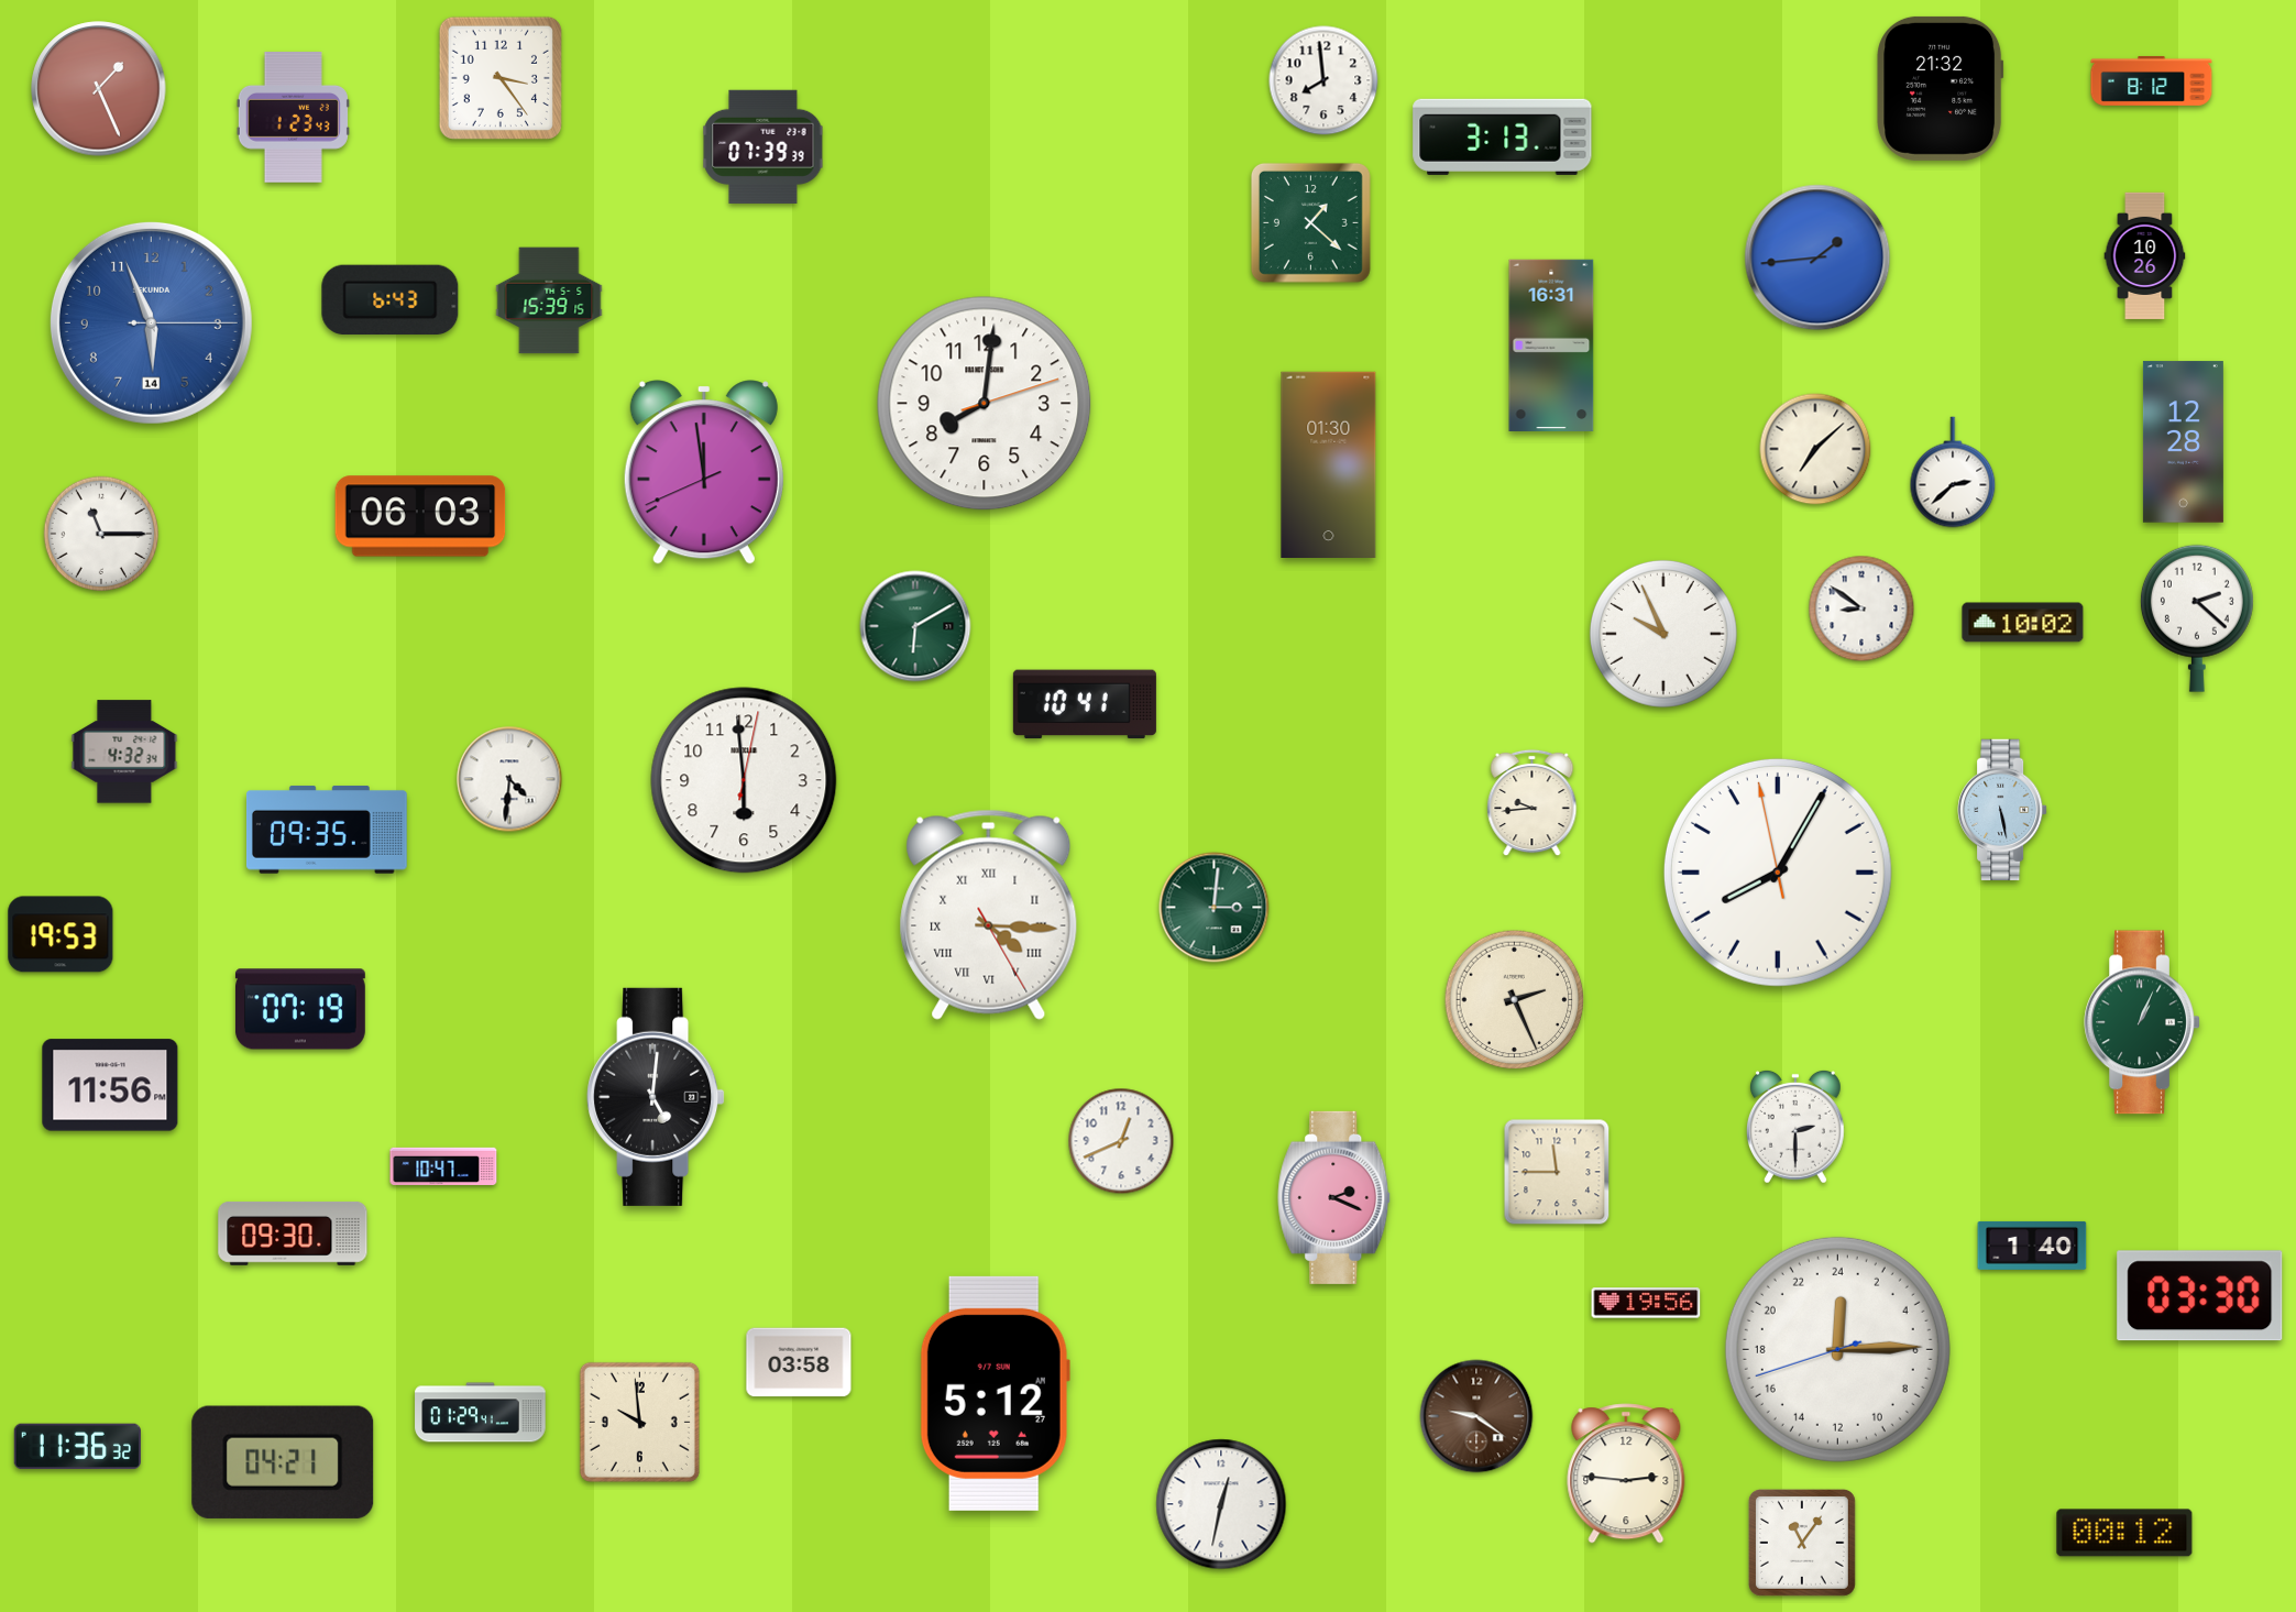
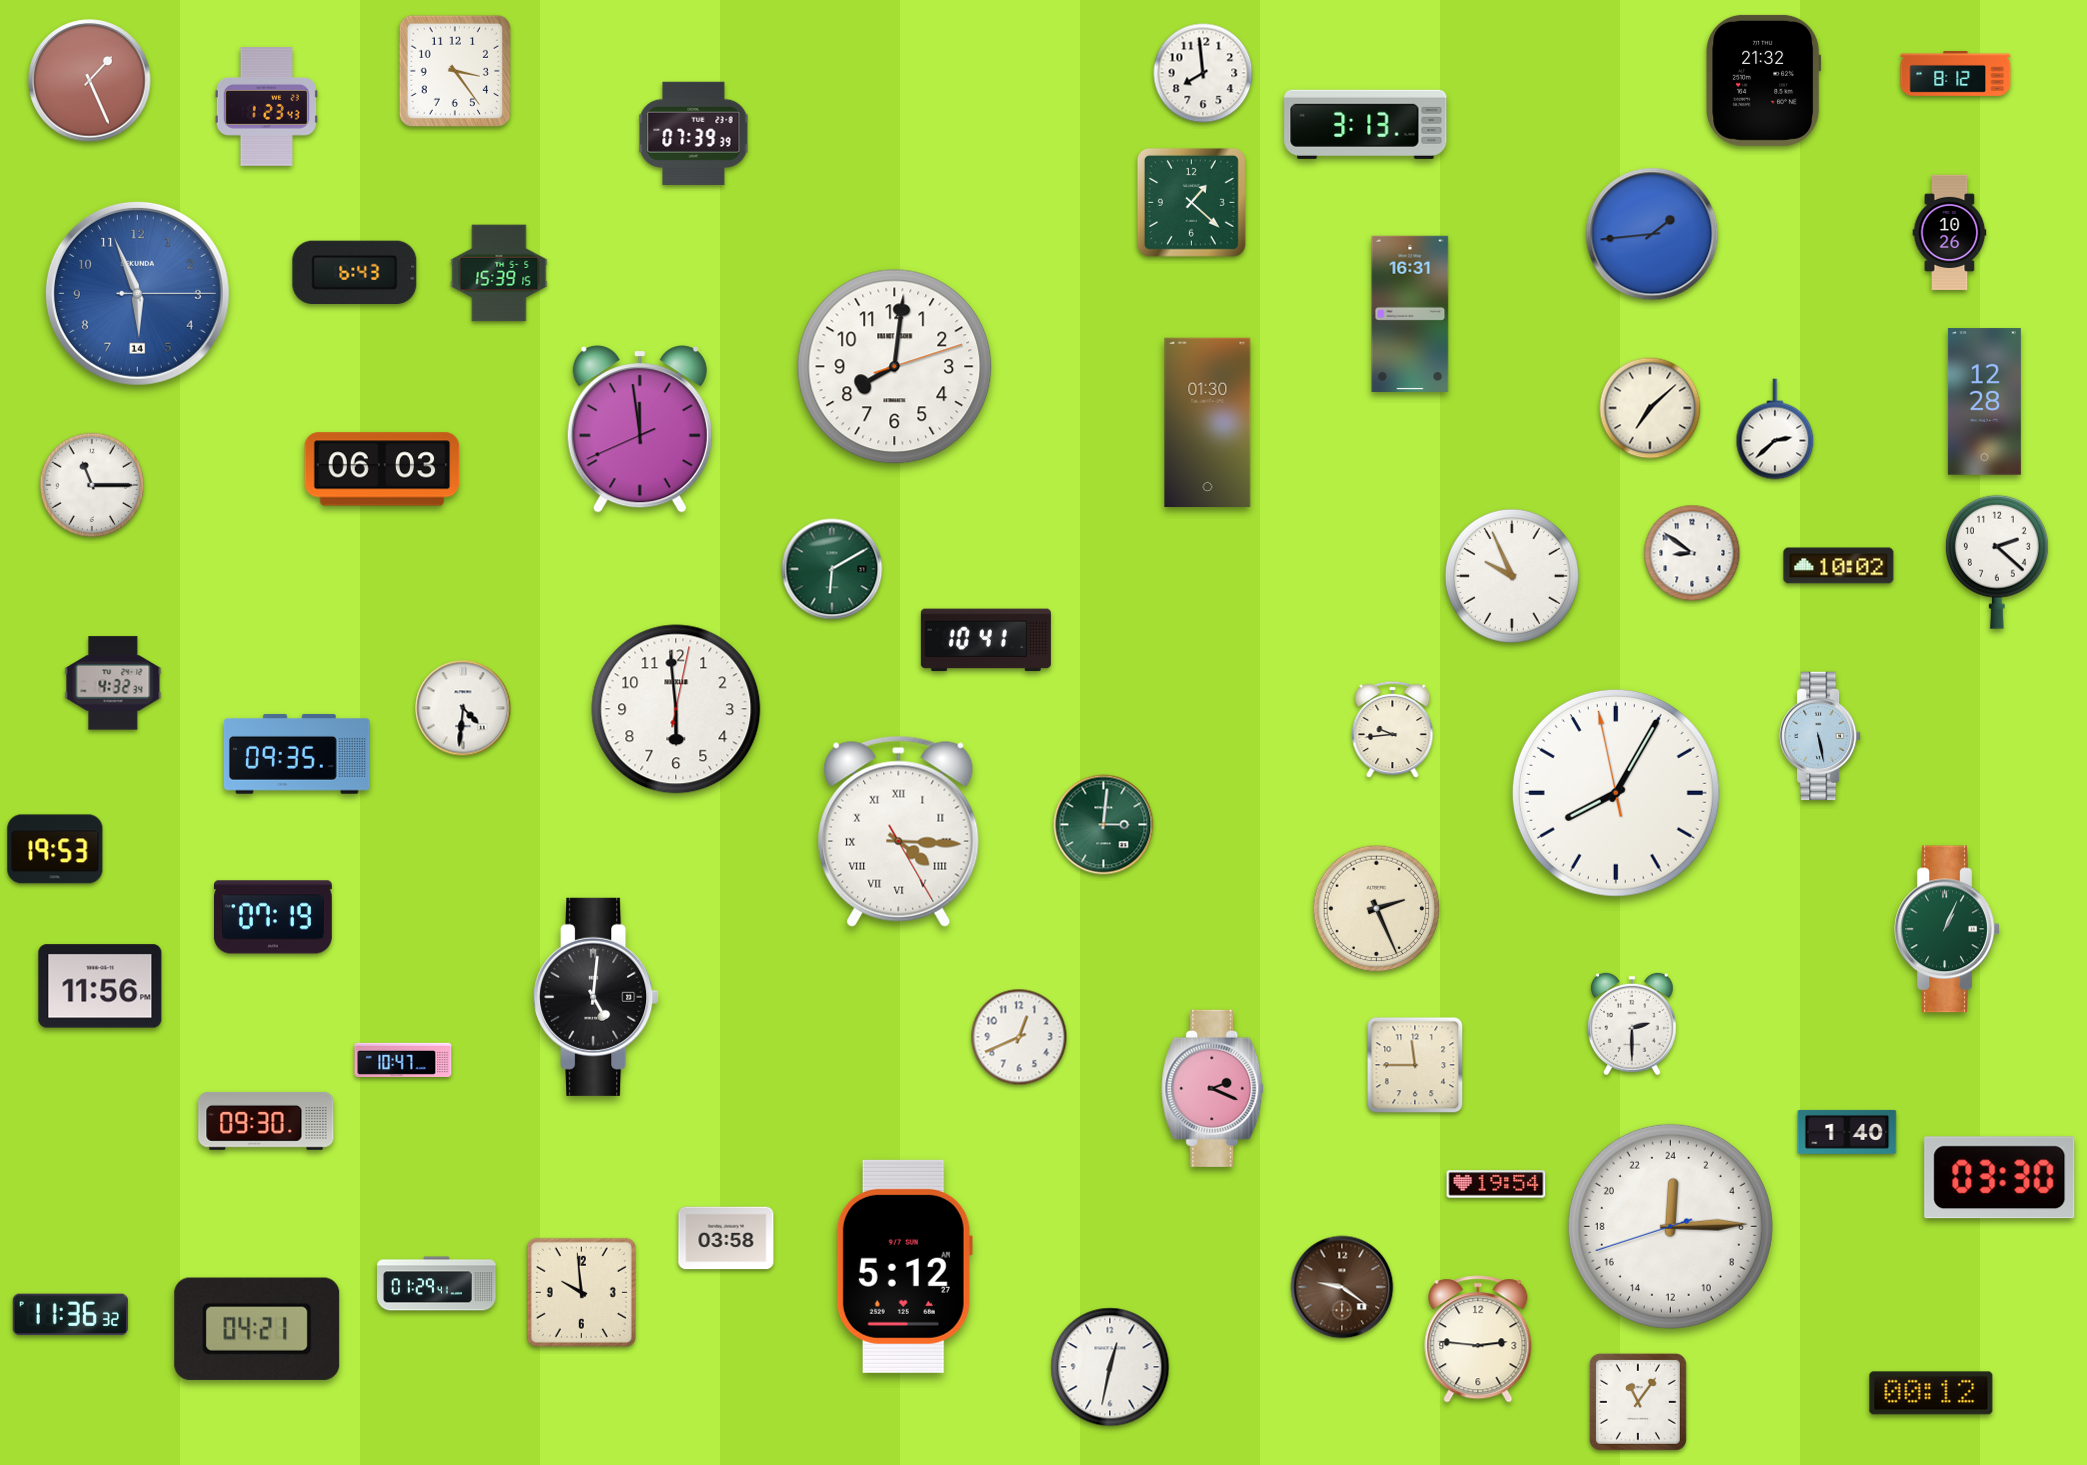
clock at (1646, 1303): 19:56 -> 19:54
